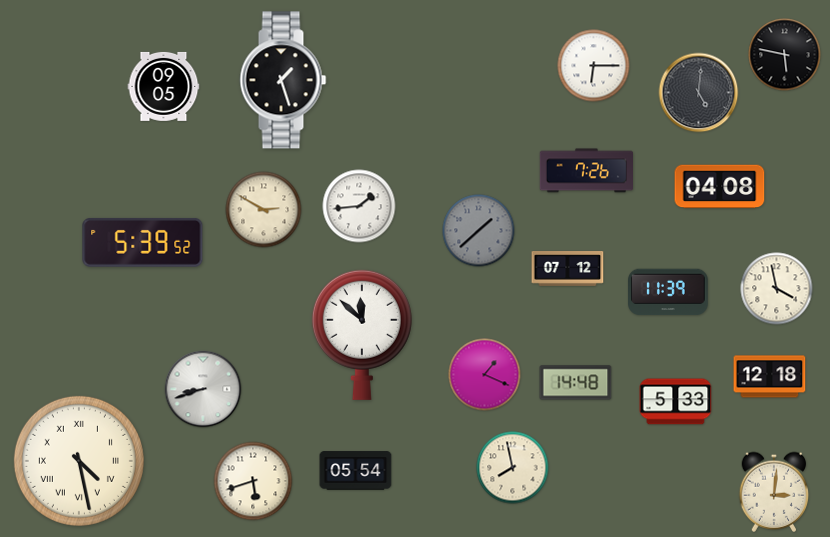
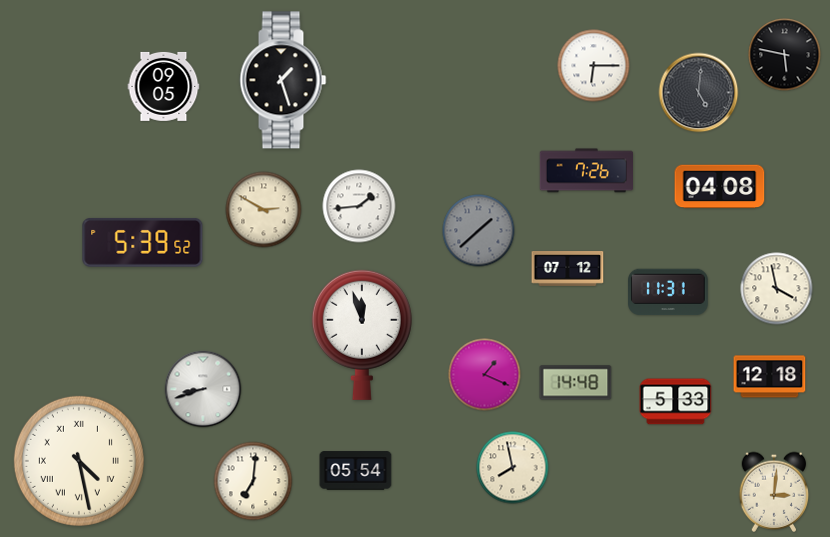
clock at (669, 292): 11:39 -> 11:31
clock at (362, 335): 11:52 -> 11:57
clock at (253, 481): 5:42 -> 7:01
